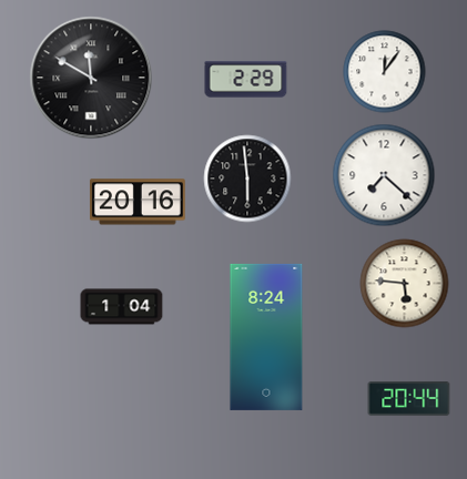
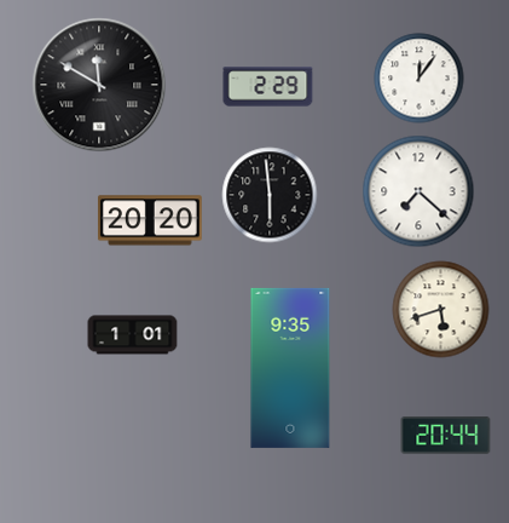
clock at (138, 202): 20:16 -> 20:20
clock at (405, 284): 5:46 -> 5:42
clock at (122, 307): 1:04 -> 1:01
clock at (266, 337): 8:24 -> 9:35
